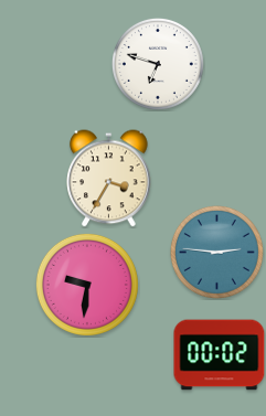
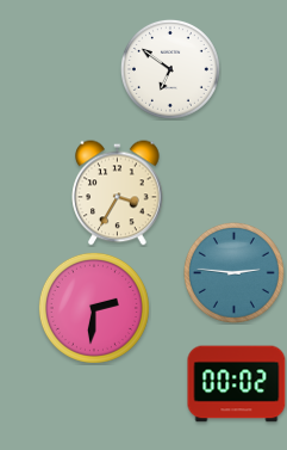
clock at (158, 64): 6:48 -> 6:51
clock at (87, 285): 9:31 -> 2:31
